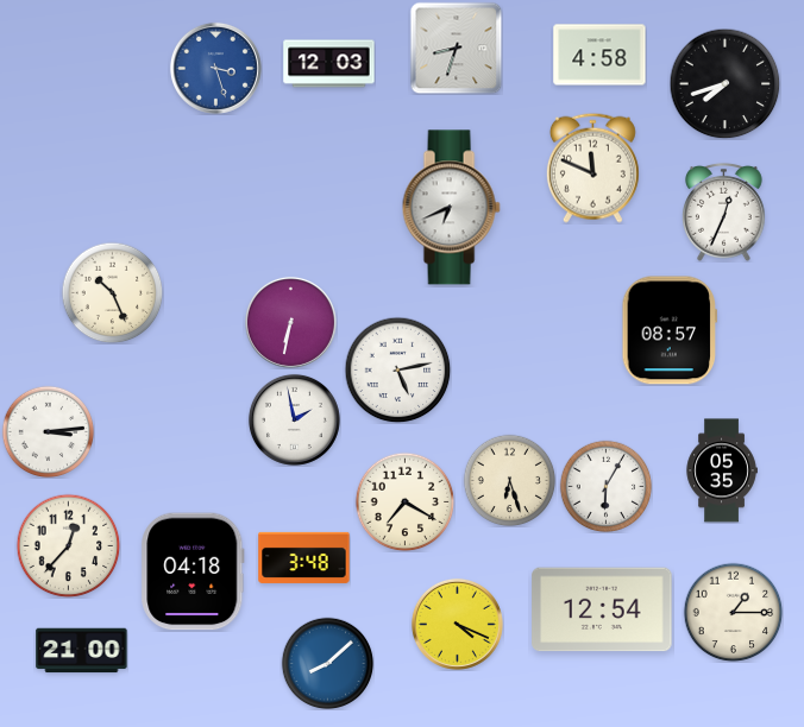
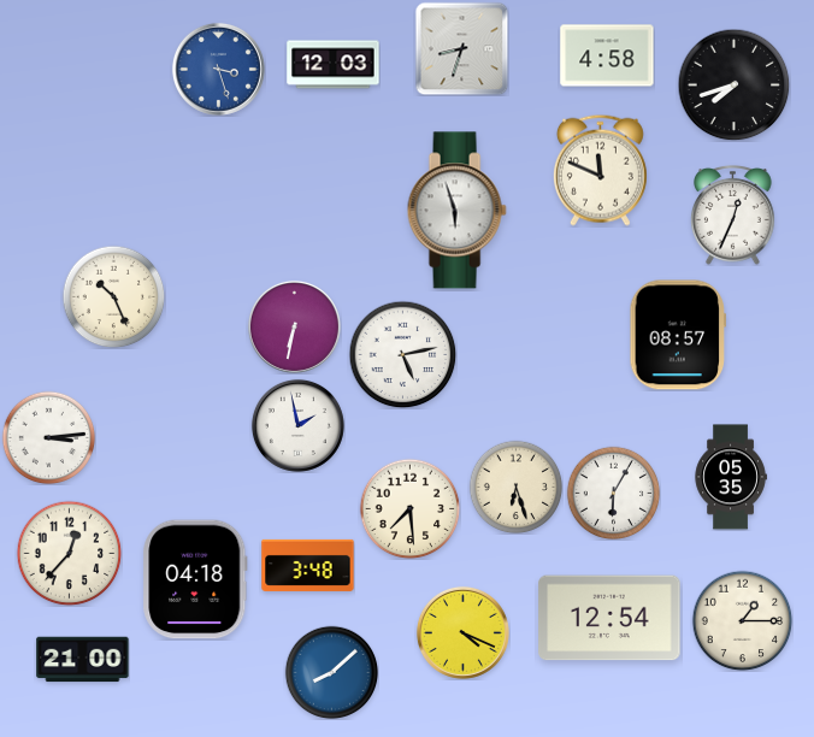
clock at (451, 208): 6:41 -> 5:57
clock at (397, 369) position: (397, 369) -> (402, 354)
clock at (404, 501): 7:20 -> 7:29
